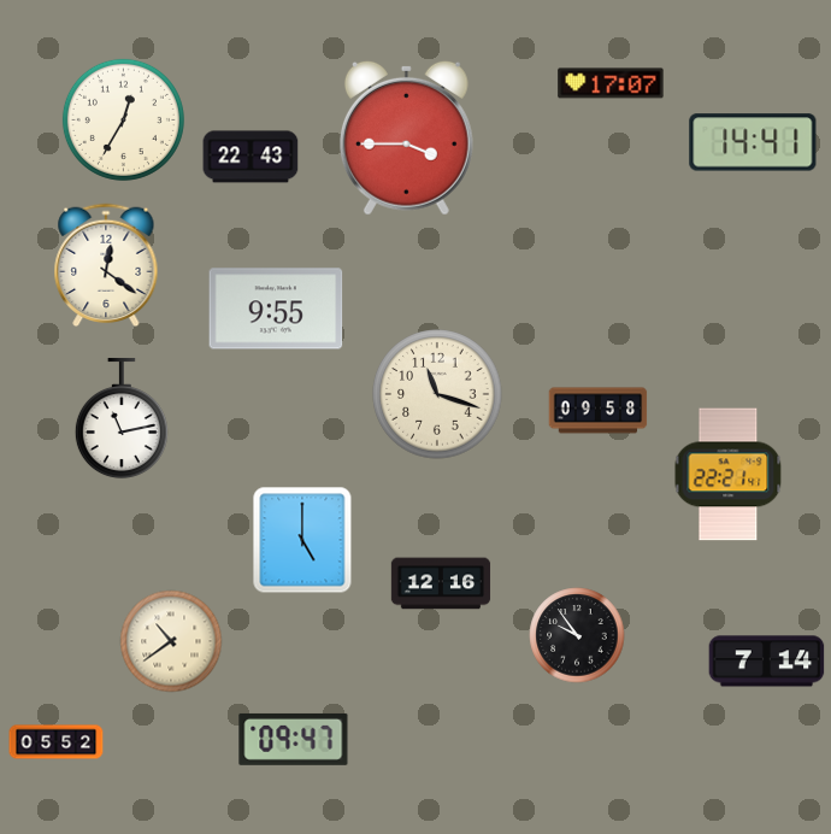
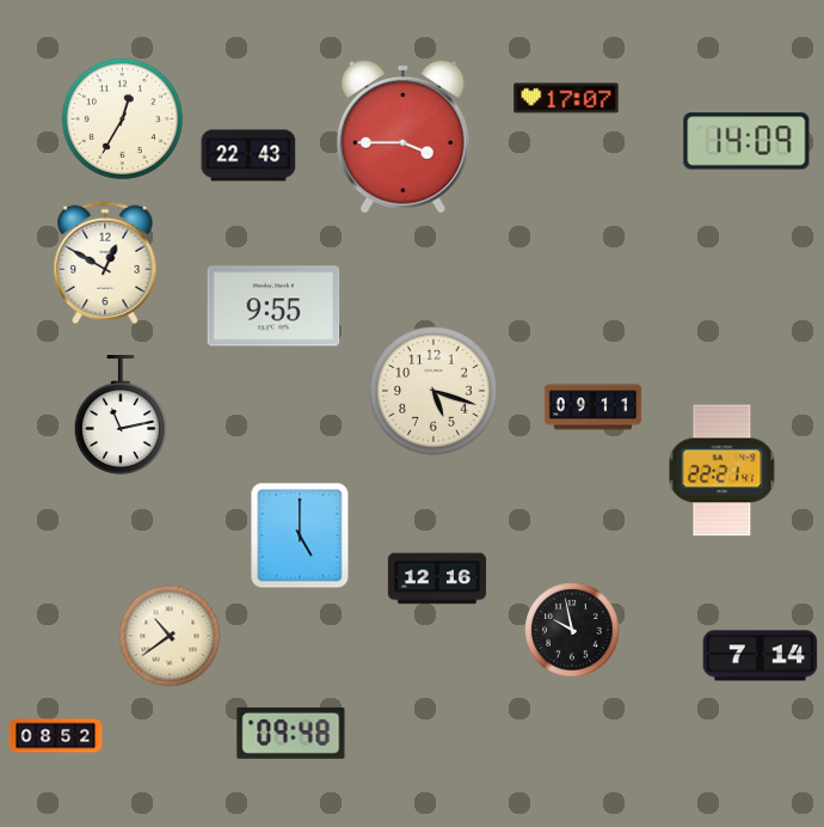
clock at (611, 83) position: (611, 83) -> (566, 98)
clock at (753, 142): 14:41 -> 14:09
clock at (106, 265): 12:21 -> 12:50
clock at (437, 394): 11:18 -> 5:18
clock at (599, 411): 09:58 -> 09:11
clock at (577, 635): 9:54 -> 9:58
clock at (294, 739): 09:47 -> 09:48
clock at (57, 742): 05:52 -> 08:52
